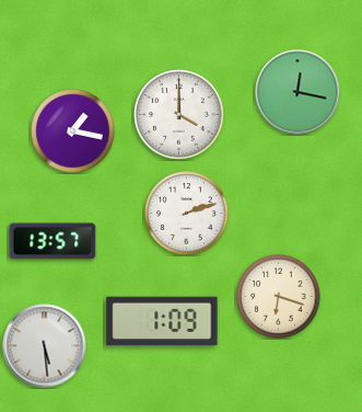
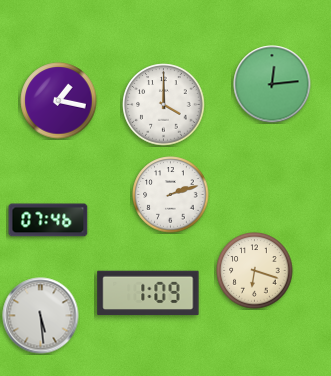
clock at (297, 92): 12:17 -> 12:14
clock at (73, 131) position: (73, 131) -> (59, 101)
clock at (52, 241): 13:57 -> 07:46
